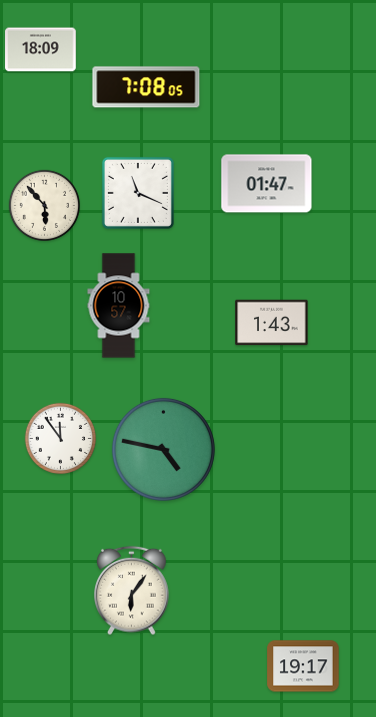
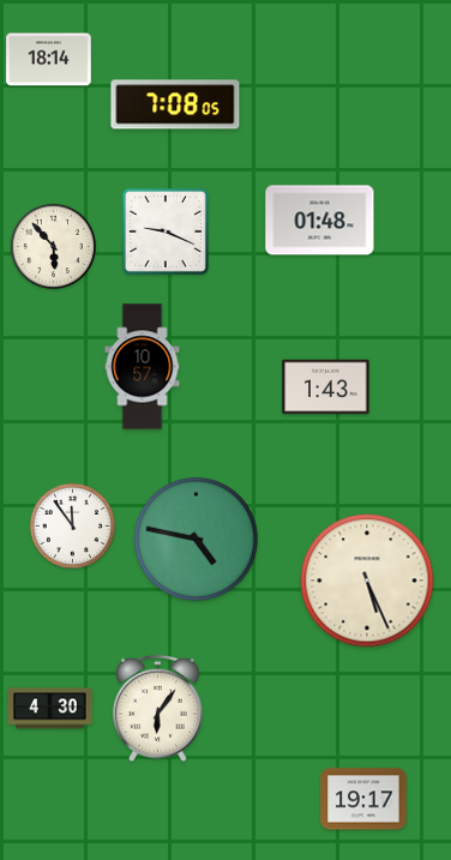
clock at (41, 50): 18:09 -> 18:14
clock at (267, 184): 01:47 -> 01:48
clock at (138, 193): 11:19 -> 9:19
clock at (367, 581): none -> 5:26
clock at (50, 709): none -> 4:30
